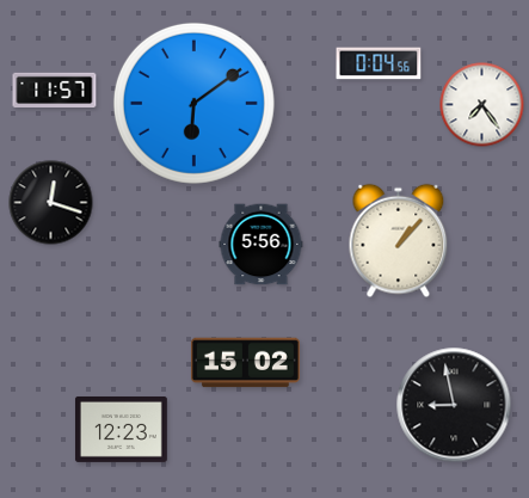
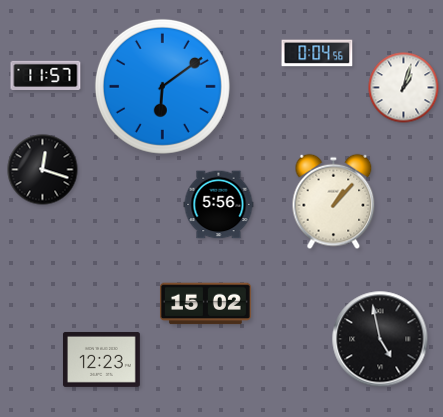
clock at (482, 105): 7:24 -> 1:03
clock at (454, 405): 8:58 -> 4:58
